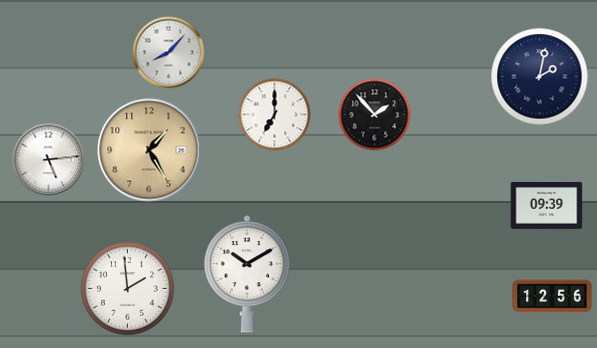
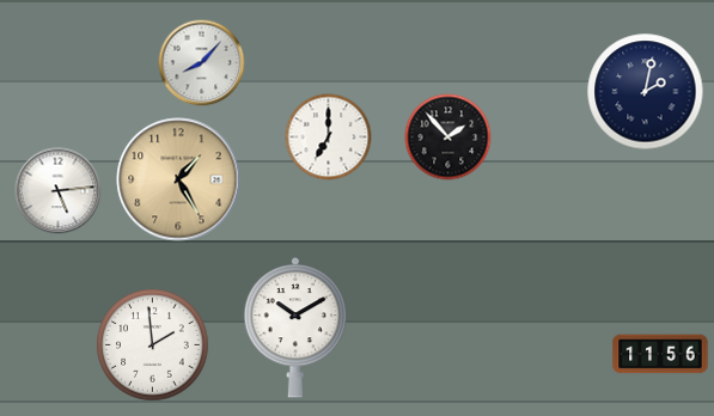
clock at (547, 205): 09:39 -> none
clock at (552, 296): 12:56 -> 11:56
